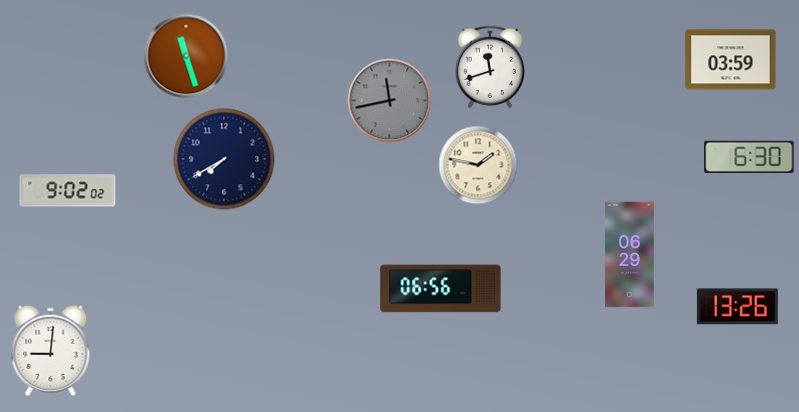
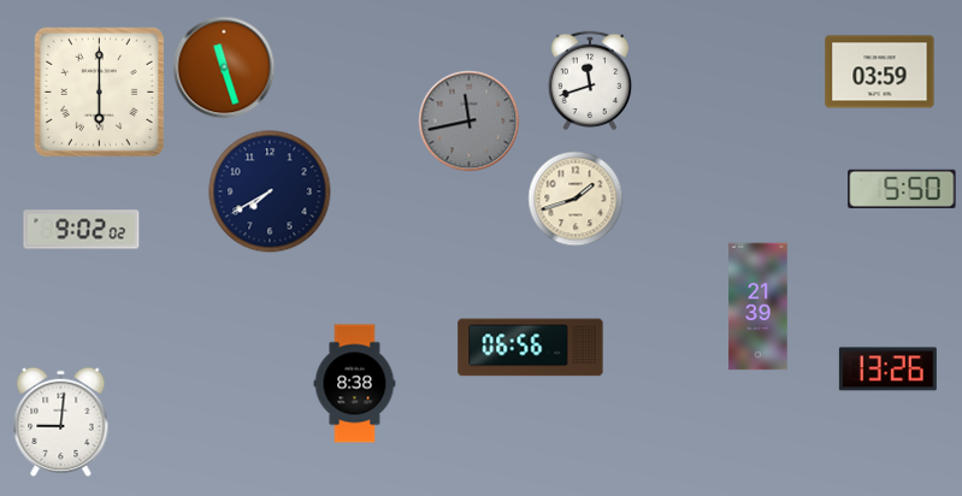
clock at (99, 91): none -> 6:00
clock at (749, 157): 6:30 -> 5:50
clock at (478, 165): 1:47 -> 1:42
clock at (630, 255): 06:29 -> 21:39
clock at (355, 384): none -> 8:38
